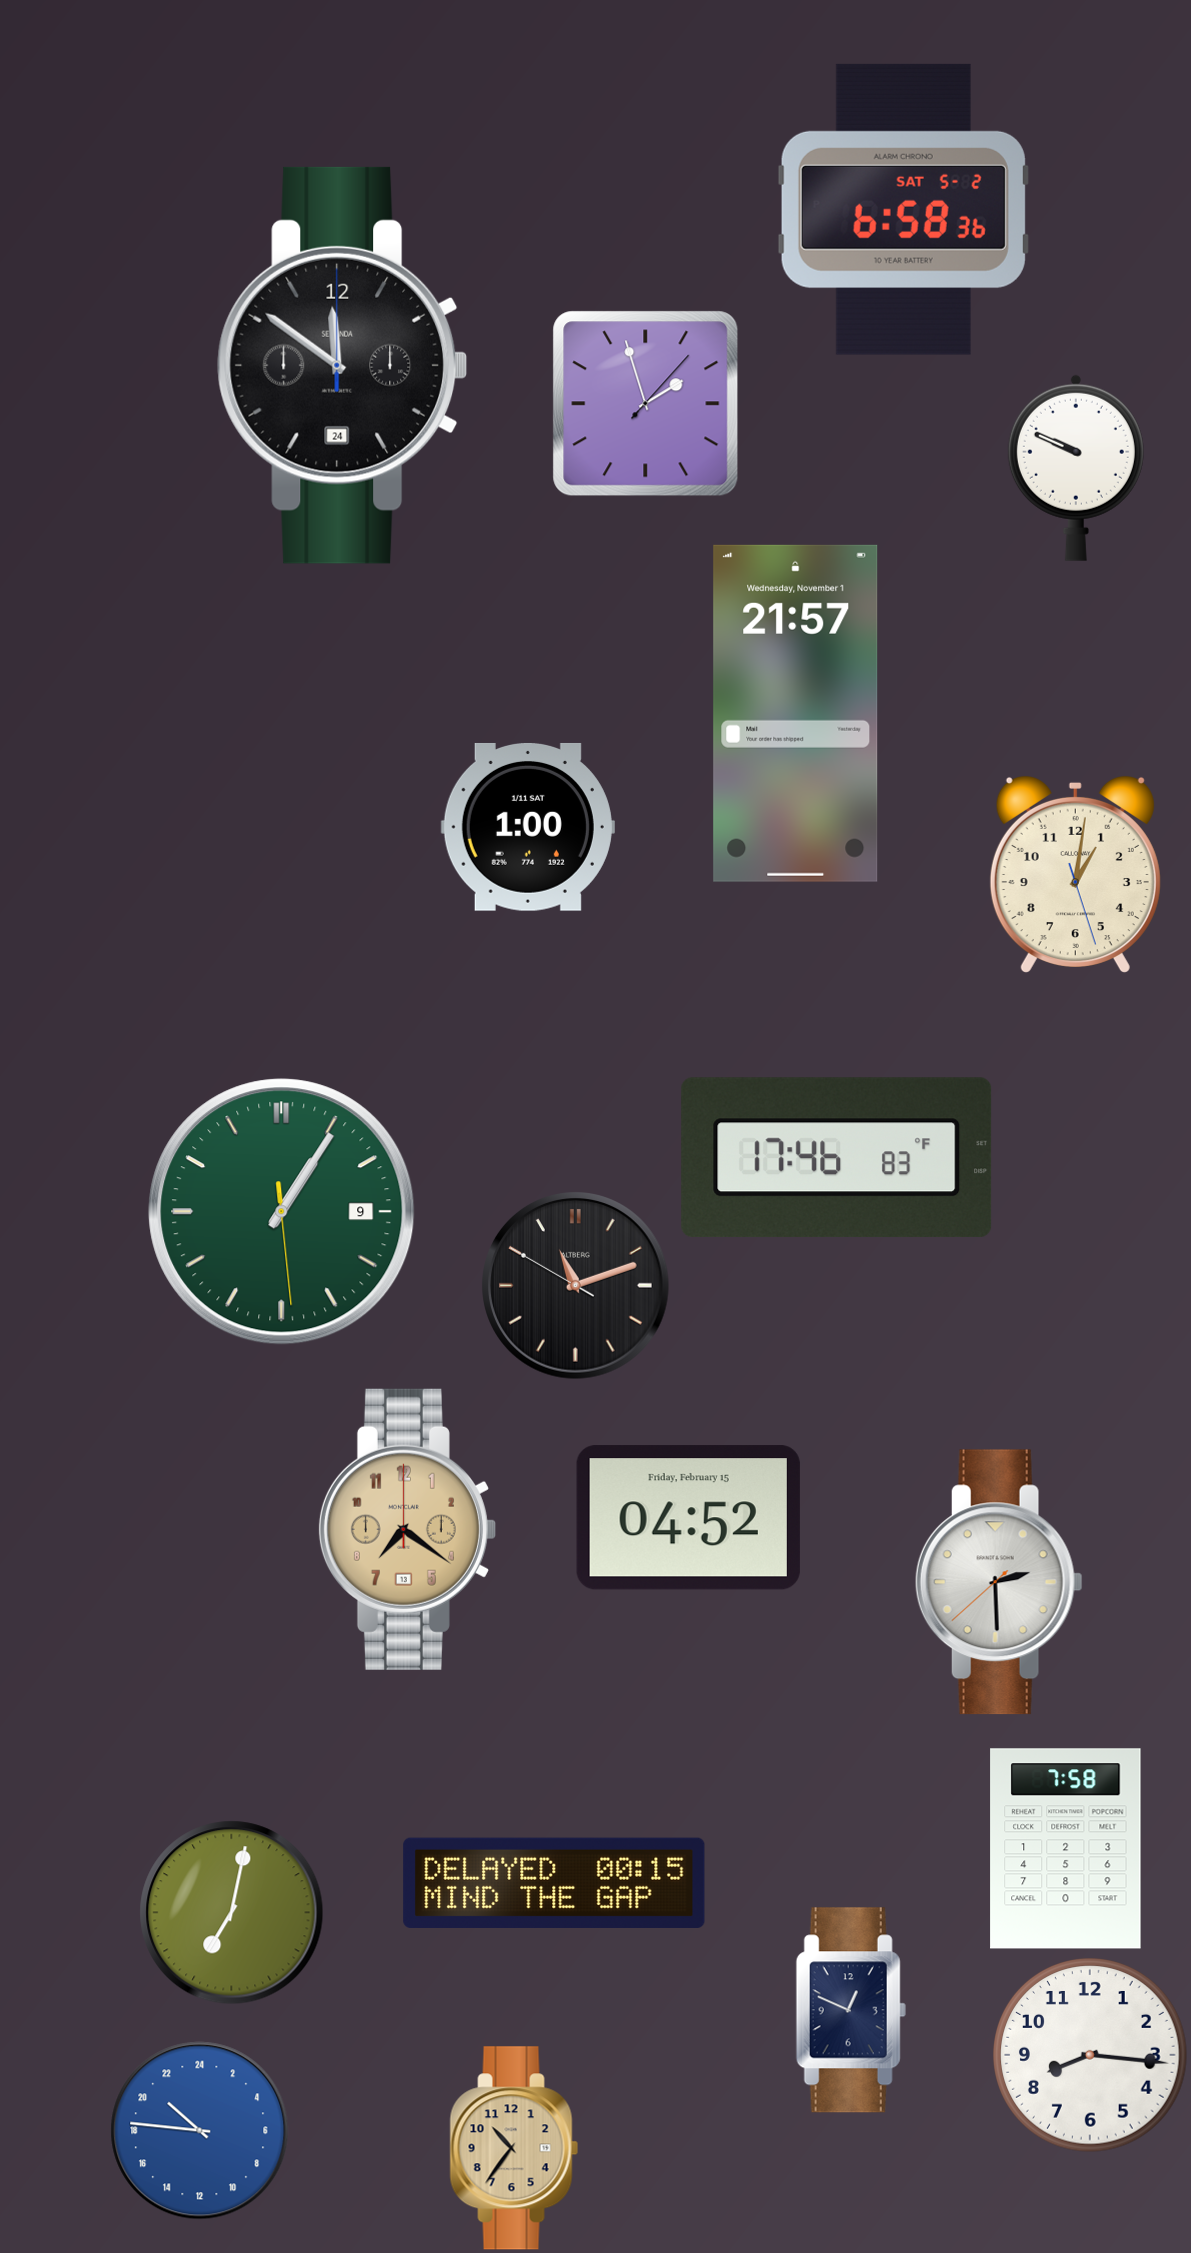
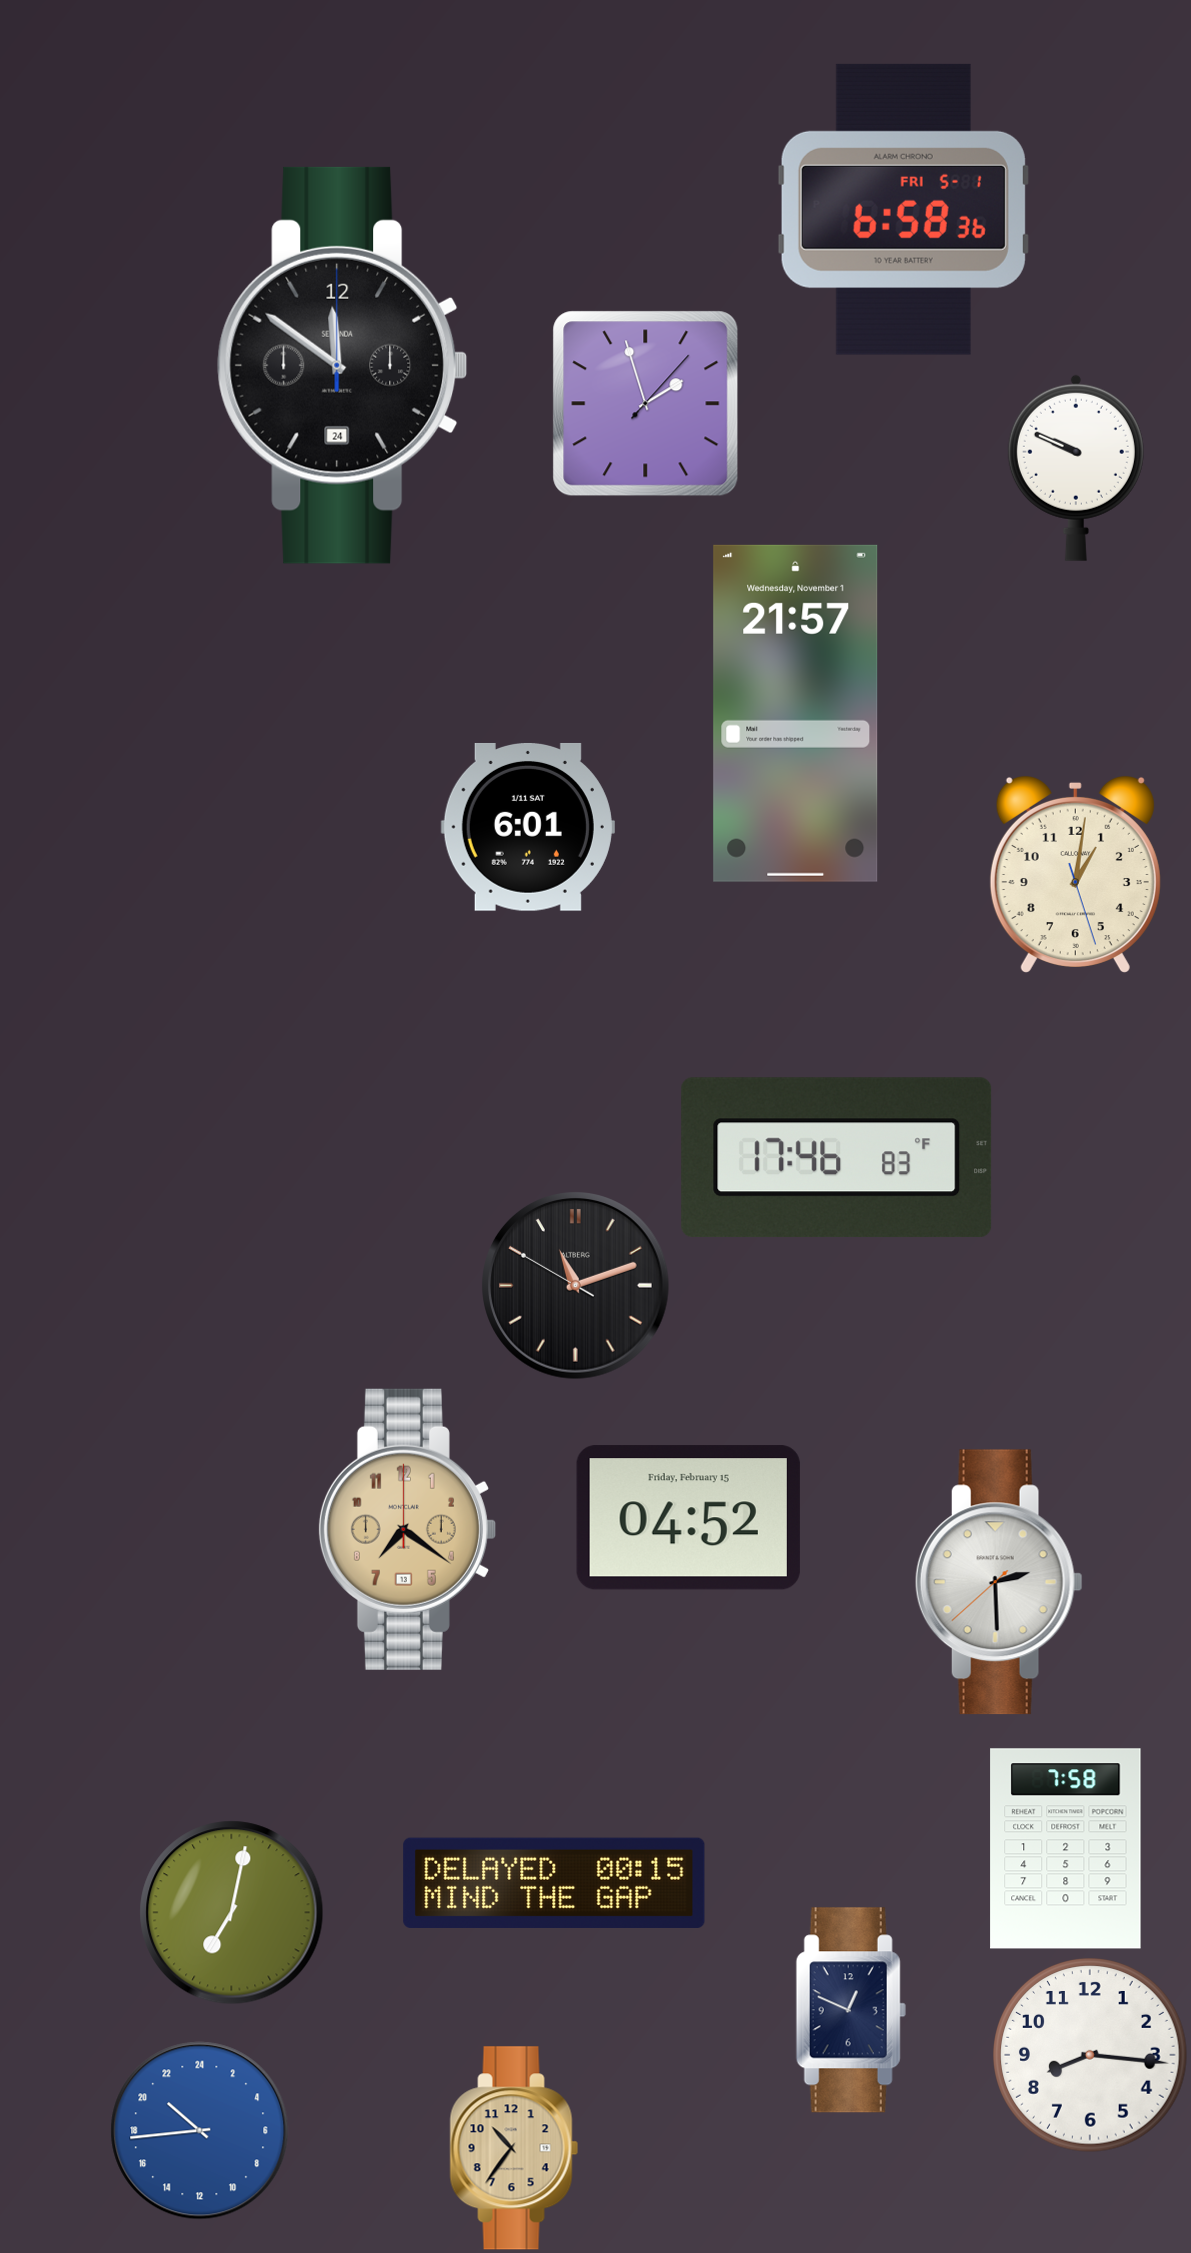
clock at (903, 209) date: SAT 5-2 -> FRI 5-1
clock at (528, 827): 1:00 -> 6:01
clock at (282, 1212): 1:05 -> none
clock at (200, 2131): 20:46 -> 20:44
